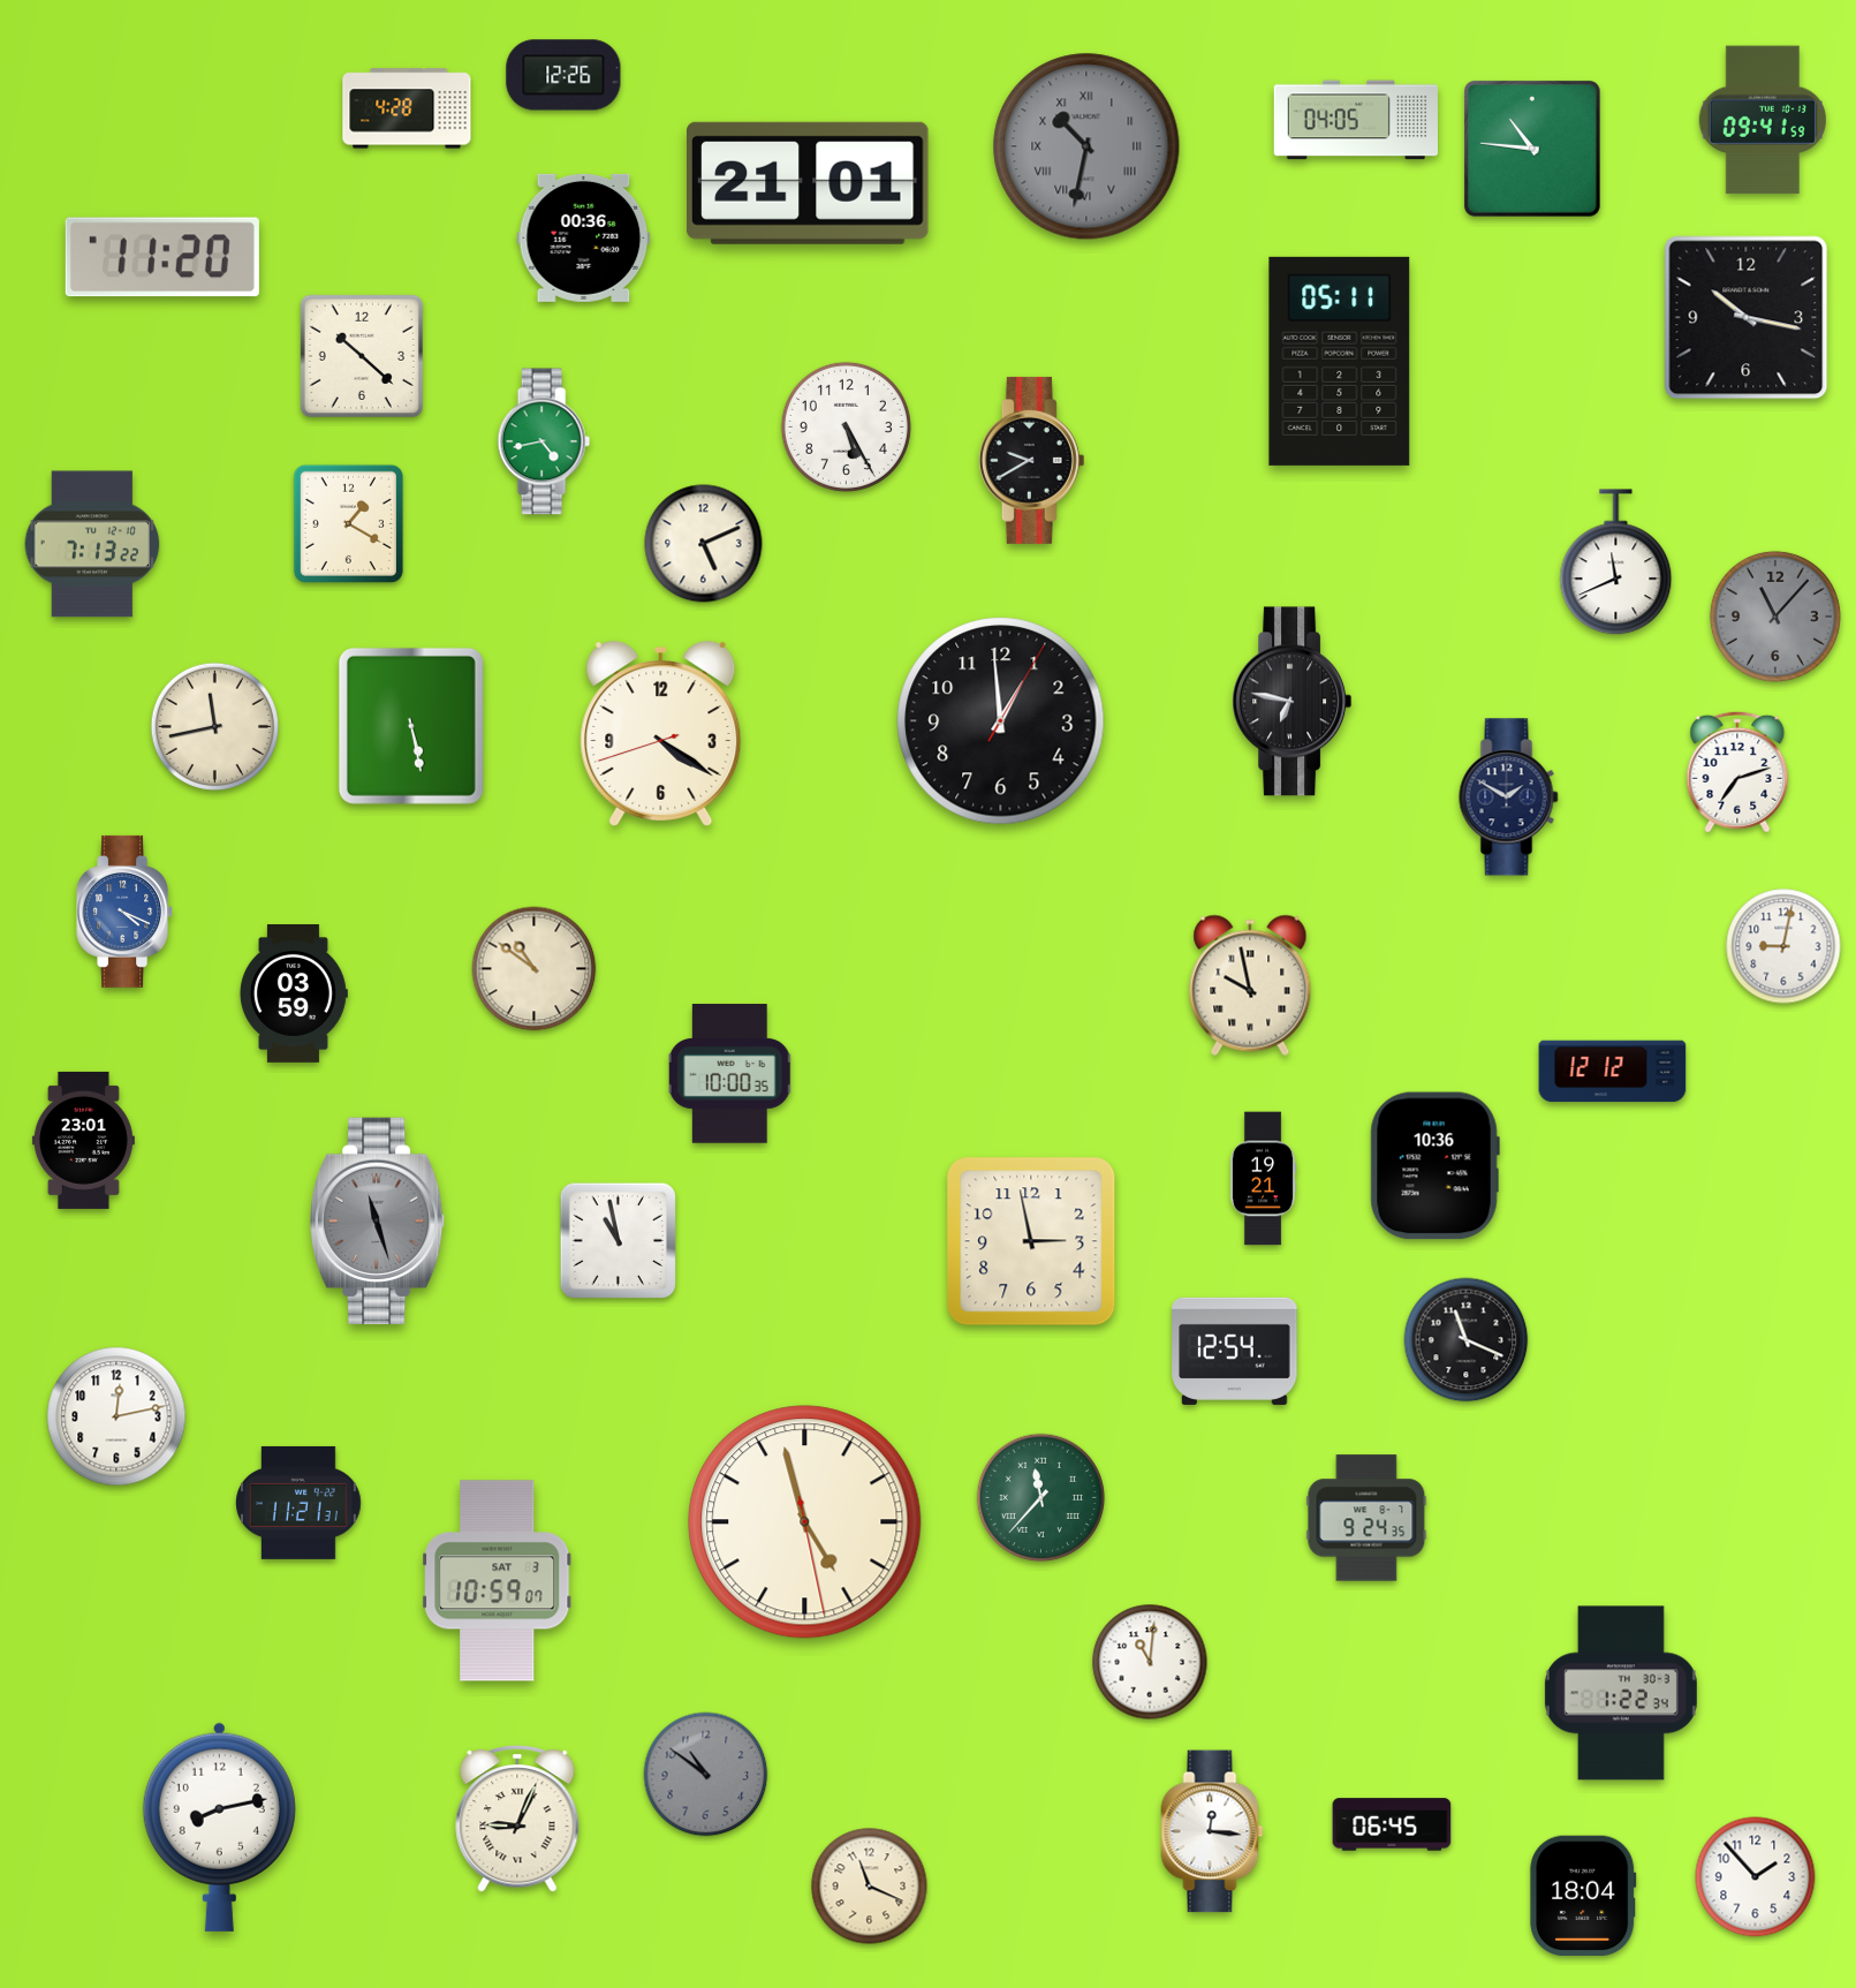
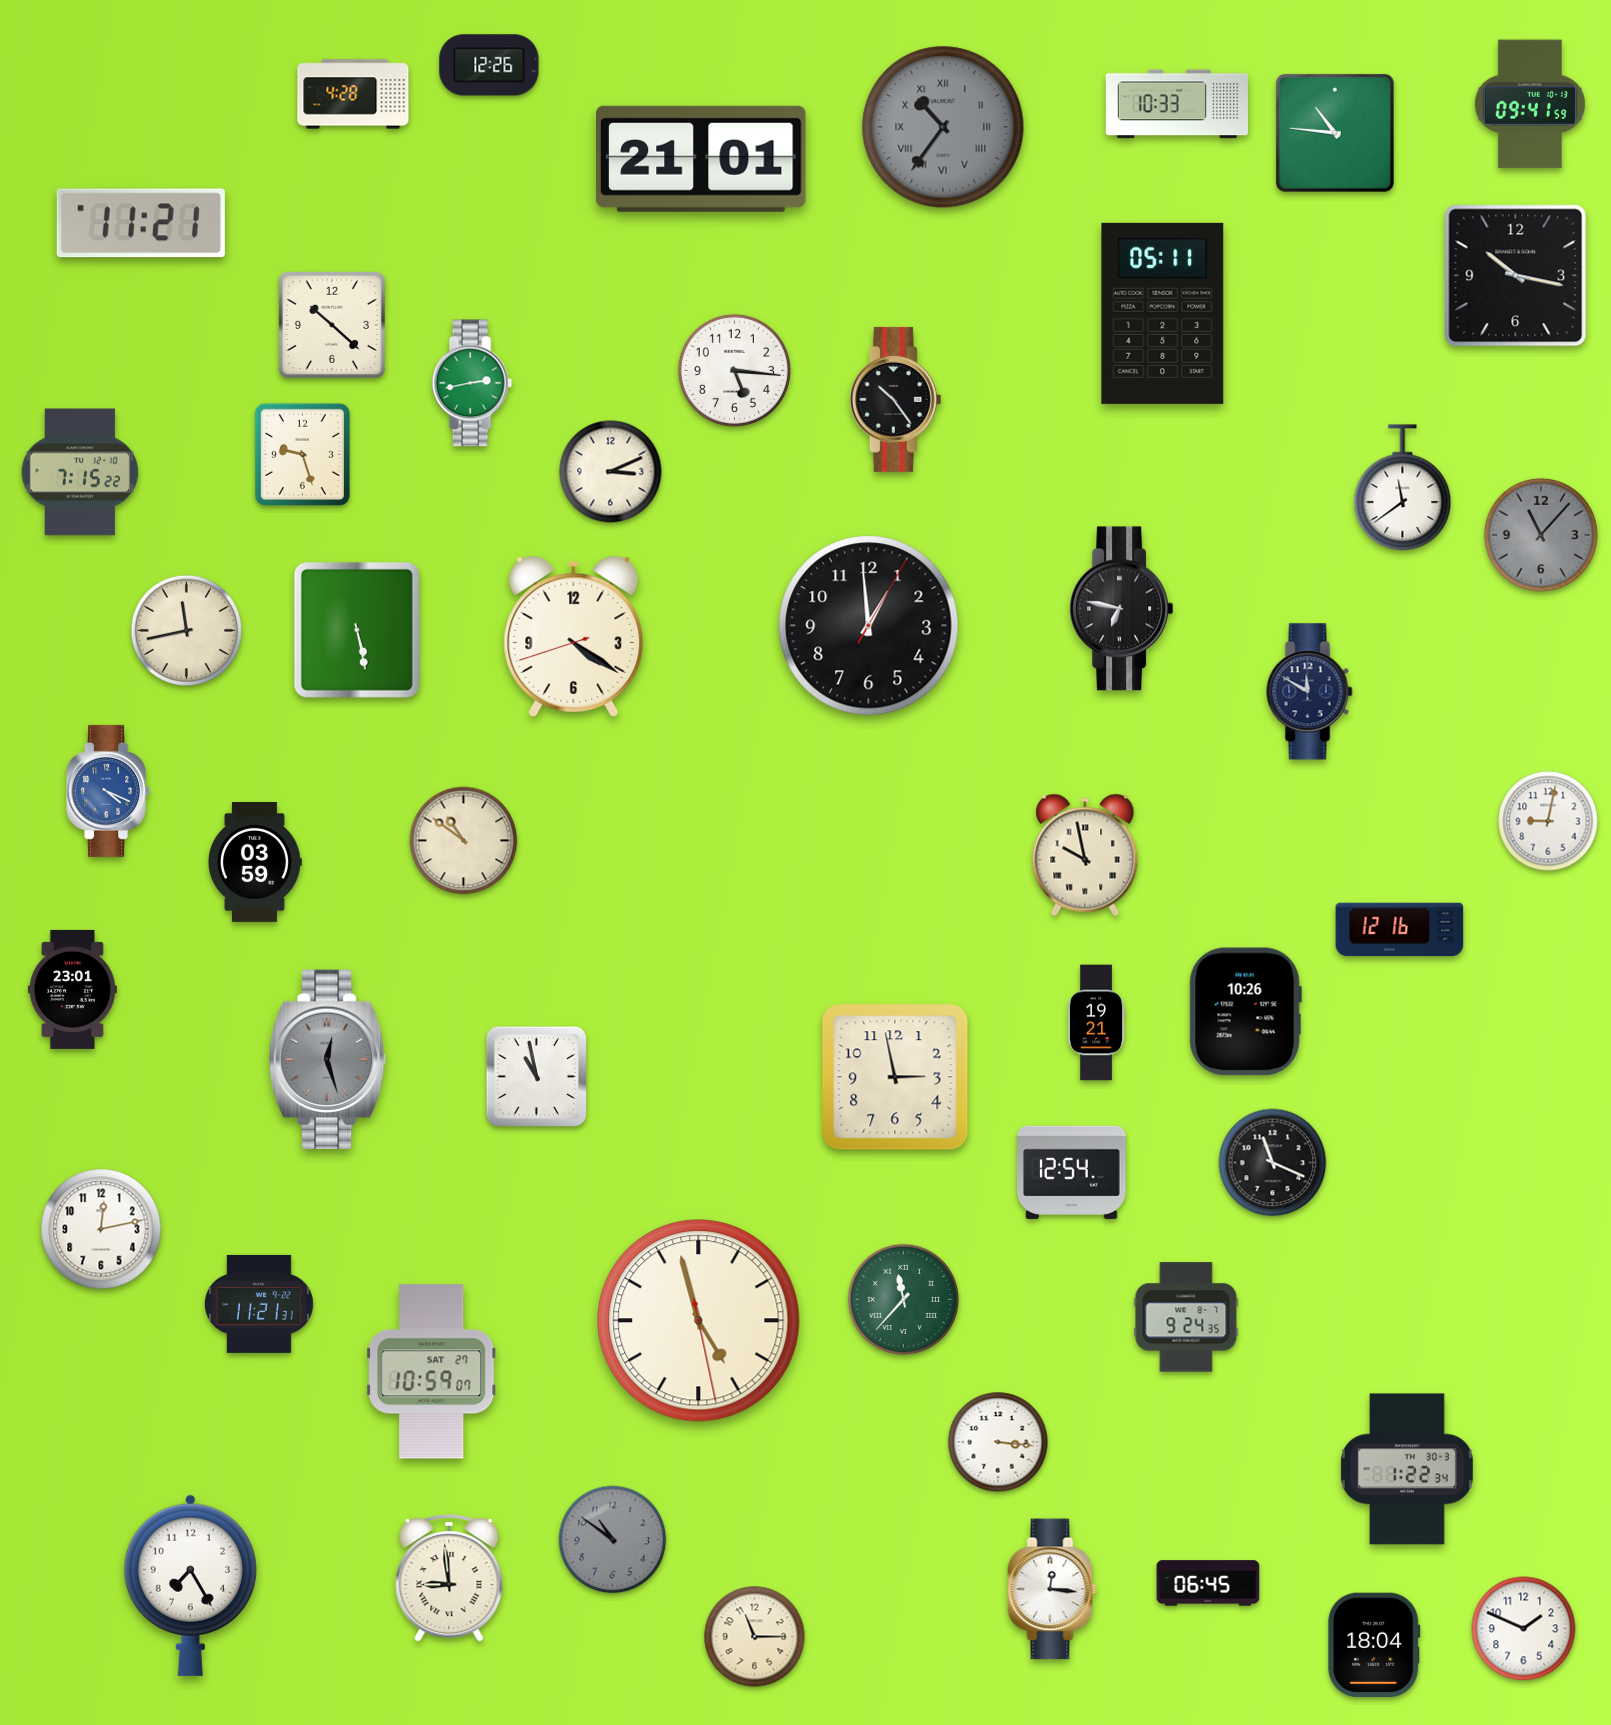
clock at (1355, 120): 04:05 -> 10:33
clock at (1086, 146): 10:32 -> 10:36
clock at (1532, 149) position: (1532, 149) -> (1335, 133)
clock at (584, 237): 00:36 -> none
clock at (162, 257): 11:20 -> 11:21
clock at (362, 356) position: (362, 356) -> (332, 325)
clock at (846, 426): 5:25 -> 5:16
clock at (544, 441): 4:43 -> 2:43
clock at (1031, 460): 9:40 -> 10:24
clock at (348, 523): 1:20 -> 9:27
clock at (92, 544): 7:13 -> 7:15
clock at (704, 544): 5:11 -> 3:11
clock at (1616, 562): 11:41 -> 11:39
clock at (1737, 772): 7:12 -> none
clock at (1509, 798): 1:50 -> 11:50
clock at (1613, 1072): 12:12 -> 12:16
clock at (730, 1074): 10:00 -> none
clock at (1434, 1166): 10:36 -> 10:26
clock at (378, 1220): 11:27 -> 12:27
clock at (498, 1581) date: SAT 3 -> SAT 27
clock at (1150, 1662): 11:01 -> 3:16
clock at (517, 1819): 9:04 -> 8:59
clock at (219, 1827): 8:13 -> 7:25
clock at (1756, 1877): 1:53 -> 1:49
clock at (870, 1887): 11:19 -> 11:15
